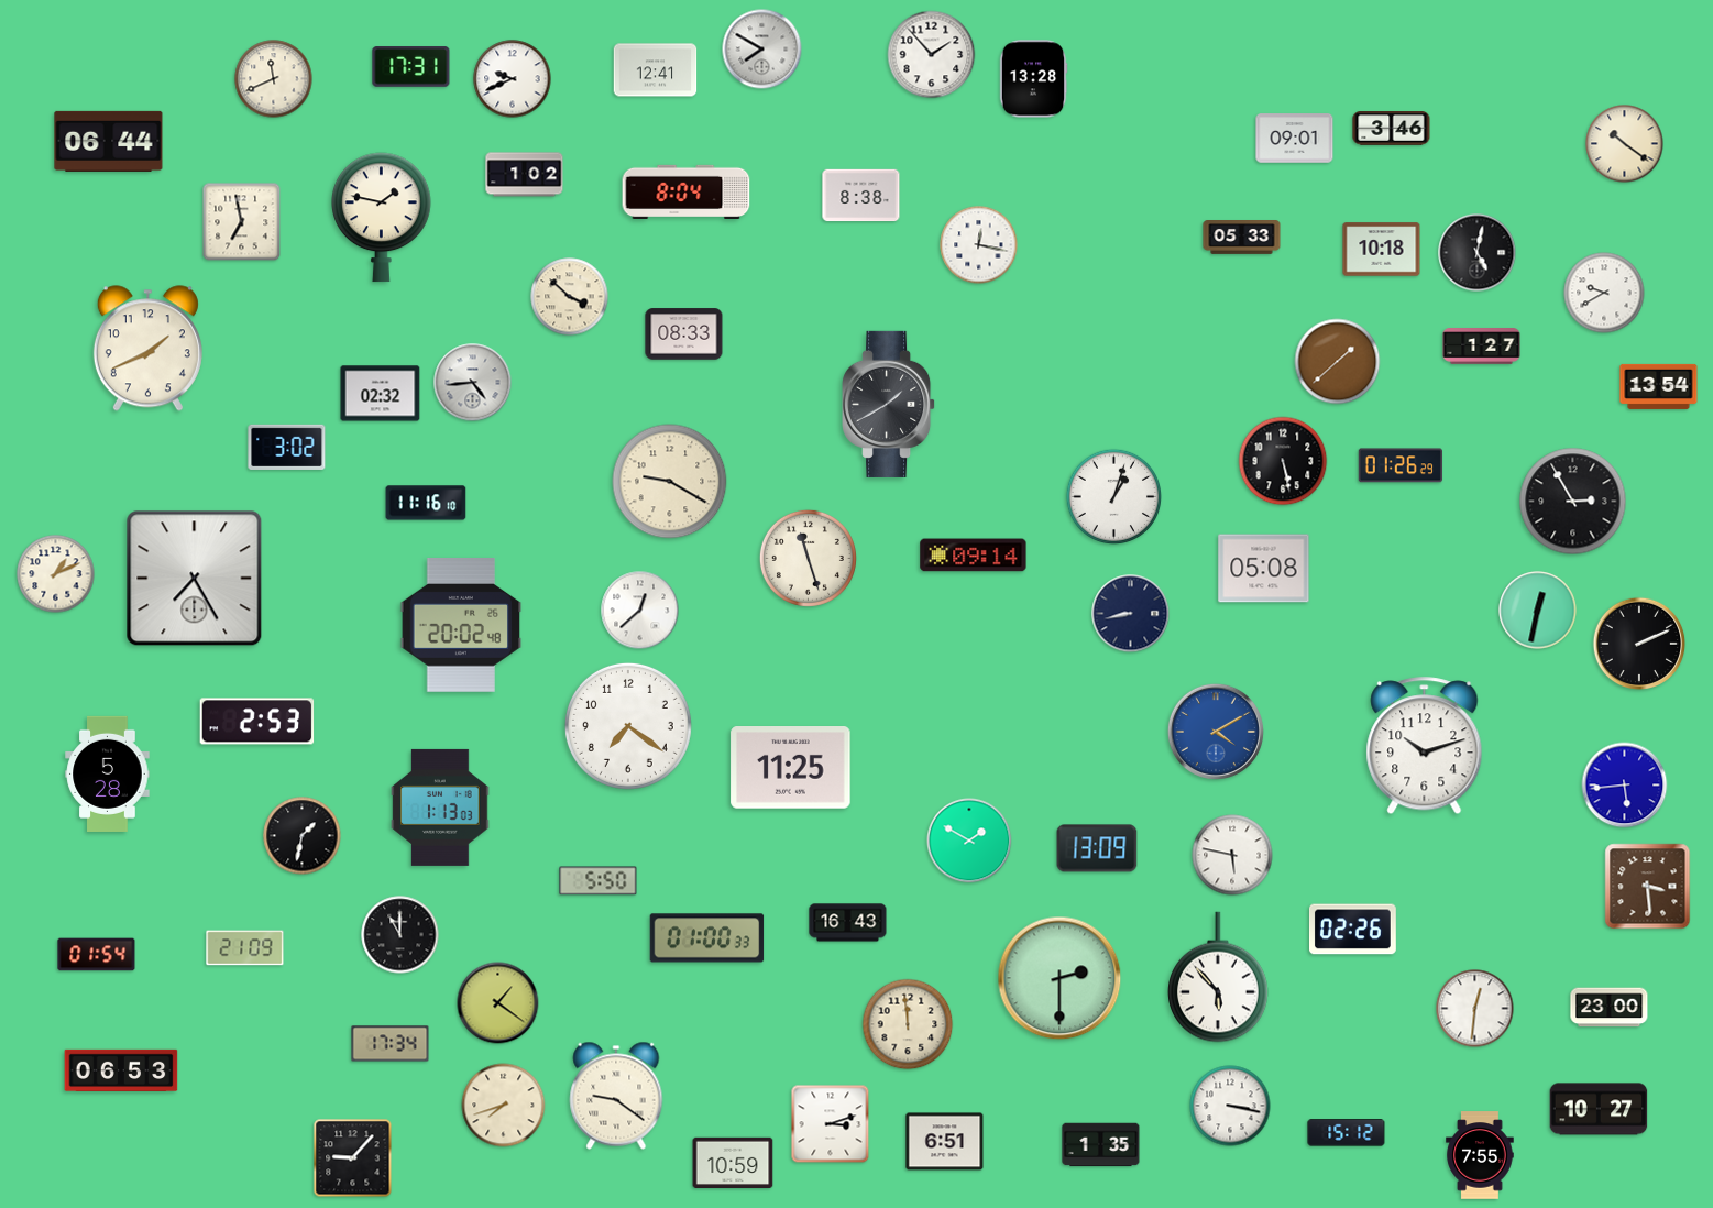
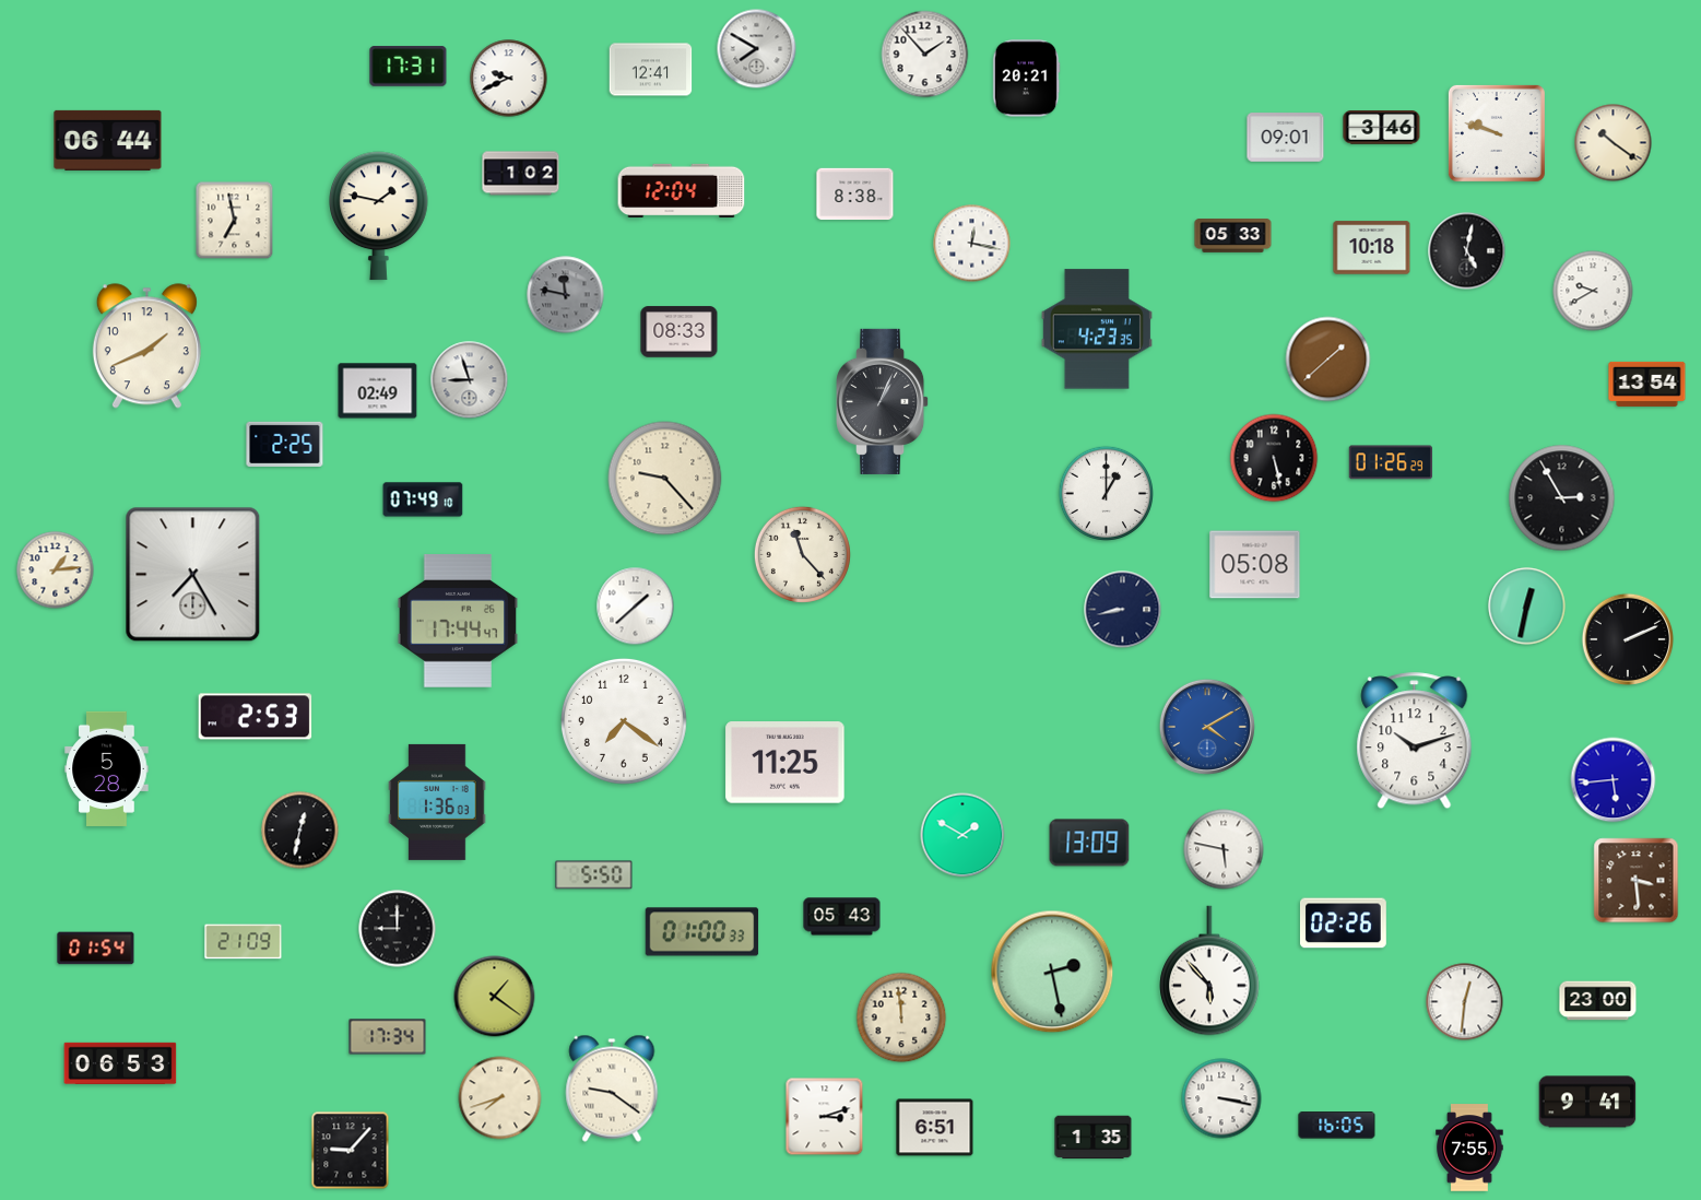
clock at (274, 79): 11:41 -> none
clock at (1033, 79): 13:28 -> 20:21
clock at (1497, 133): none -> 9:48
clock at (687, 191): 8:04 -> 12:04
clock at (242, 222) position: (242, 222) -> (235, 221)
clock at (570, 297): 3:52 -> 11:47
clock at (570, 297) dial: cream -> grey
clock at (1097, 329): none -> 4:23
clock at (1482, 347): 1:27 -> none
clock at (473, 383): 4:44 -> 8:57
clock at (381, 394): 02:32 -> 02:49
clock at (890, 404): 1:40 -> 1:04
clock at (287, 447): 3:02 -> 2:25
clock at (670, 482): 9:20 -> 9:23
clock at (1113, 496): 1:03 -> 1:00
clock at (426, 503): 11:16 -> 07:49
clock at (974, 556): 09:14 -> none
clock at (808, 558): 11:27 -> 11:23
clock at (56, 574): 1:11 -> 1:14
clock at (640, 611): 12:38 -> 1:38
clock at (461, 626): 20:02 -> 17:44
clock at (440, 808): 1:13 -> 1:36
clock at (303, 836): 1:32 -> 12:32
clock at (848, 923): 16:43 -> 05:43
clock at (400, 935): 11:00 -> 9:00
clock at (1059, 978): 2:30 -> 2:28
clock at (1599, 1109): 10:27 -> 9:41
clock at (1347, 1133): 15:12 -> 16:05
clock at (945, 1142) position: (945, 1142) -> (935, 1128)
clock at (733, 1163): 10:59 -> none
